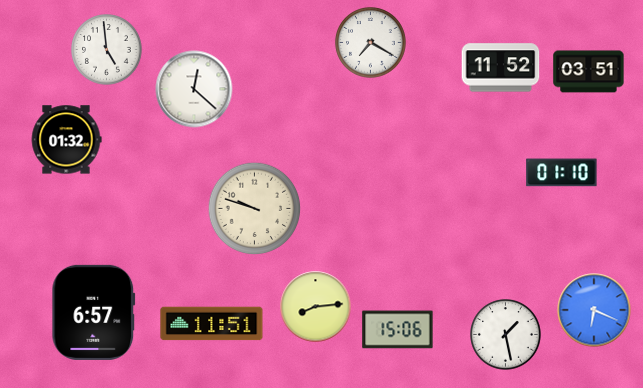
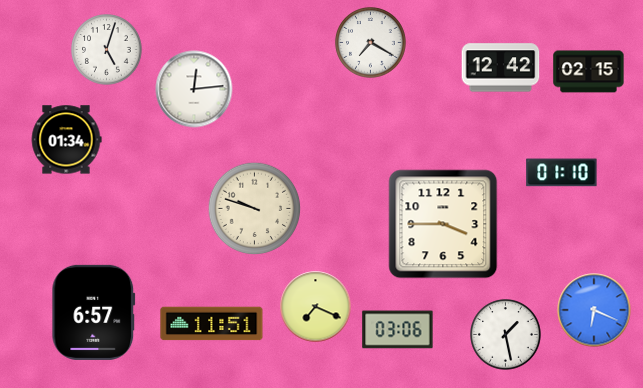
clock at (107, 50): 4:59 -> 5:03
clock at (501, 68): 11:52 -> 12:42
clock at (589, 72): 03:51 -> 02:15
clock at (194, 89): 12:22 -> 12:14
clock at (66, 140): 01:32 -> 01:34
clock at (443, 224): none -> 3:45
clock at (316, 307): 8:14 -> 7:19
clock at (398, 330): 15:06 -> 03:06
